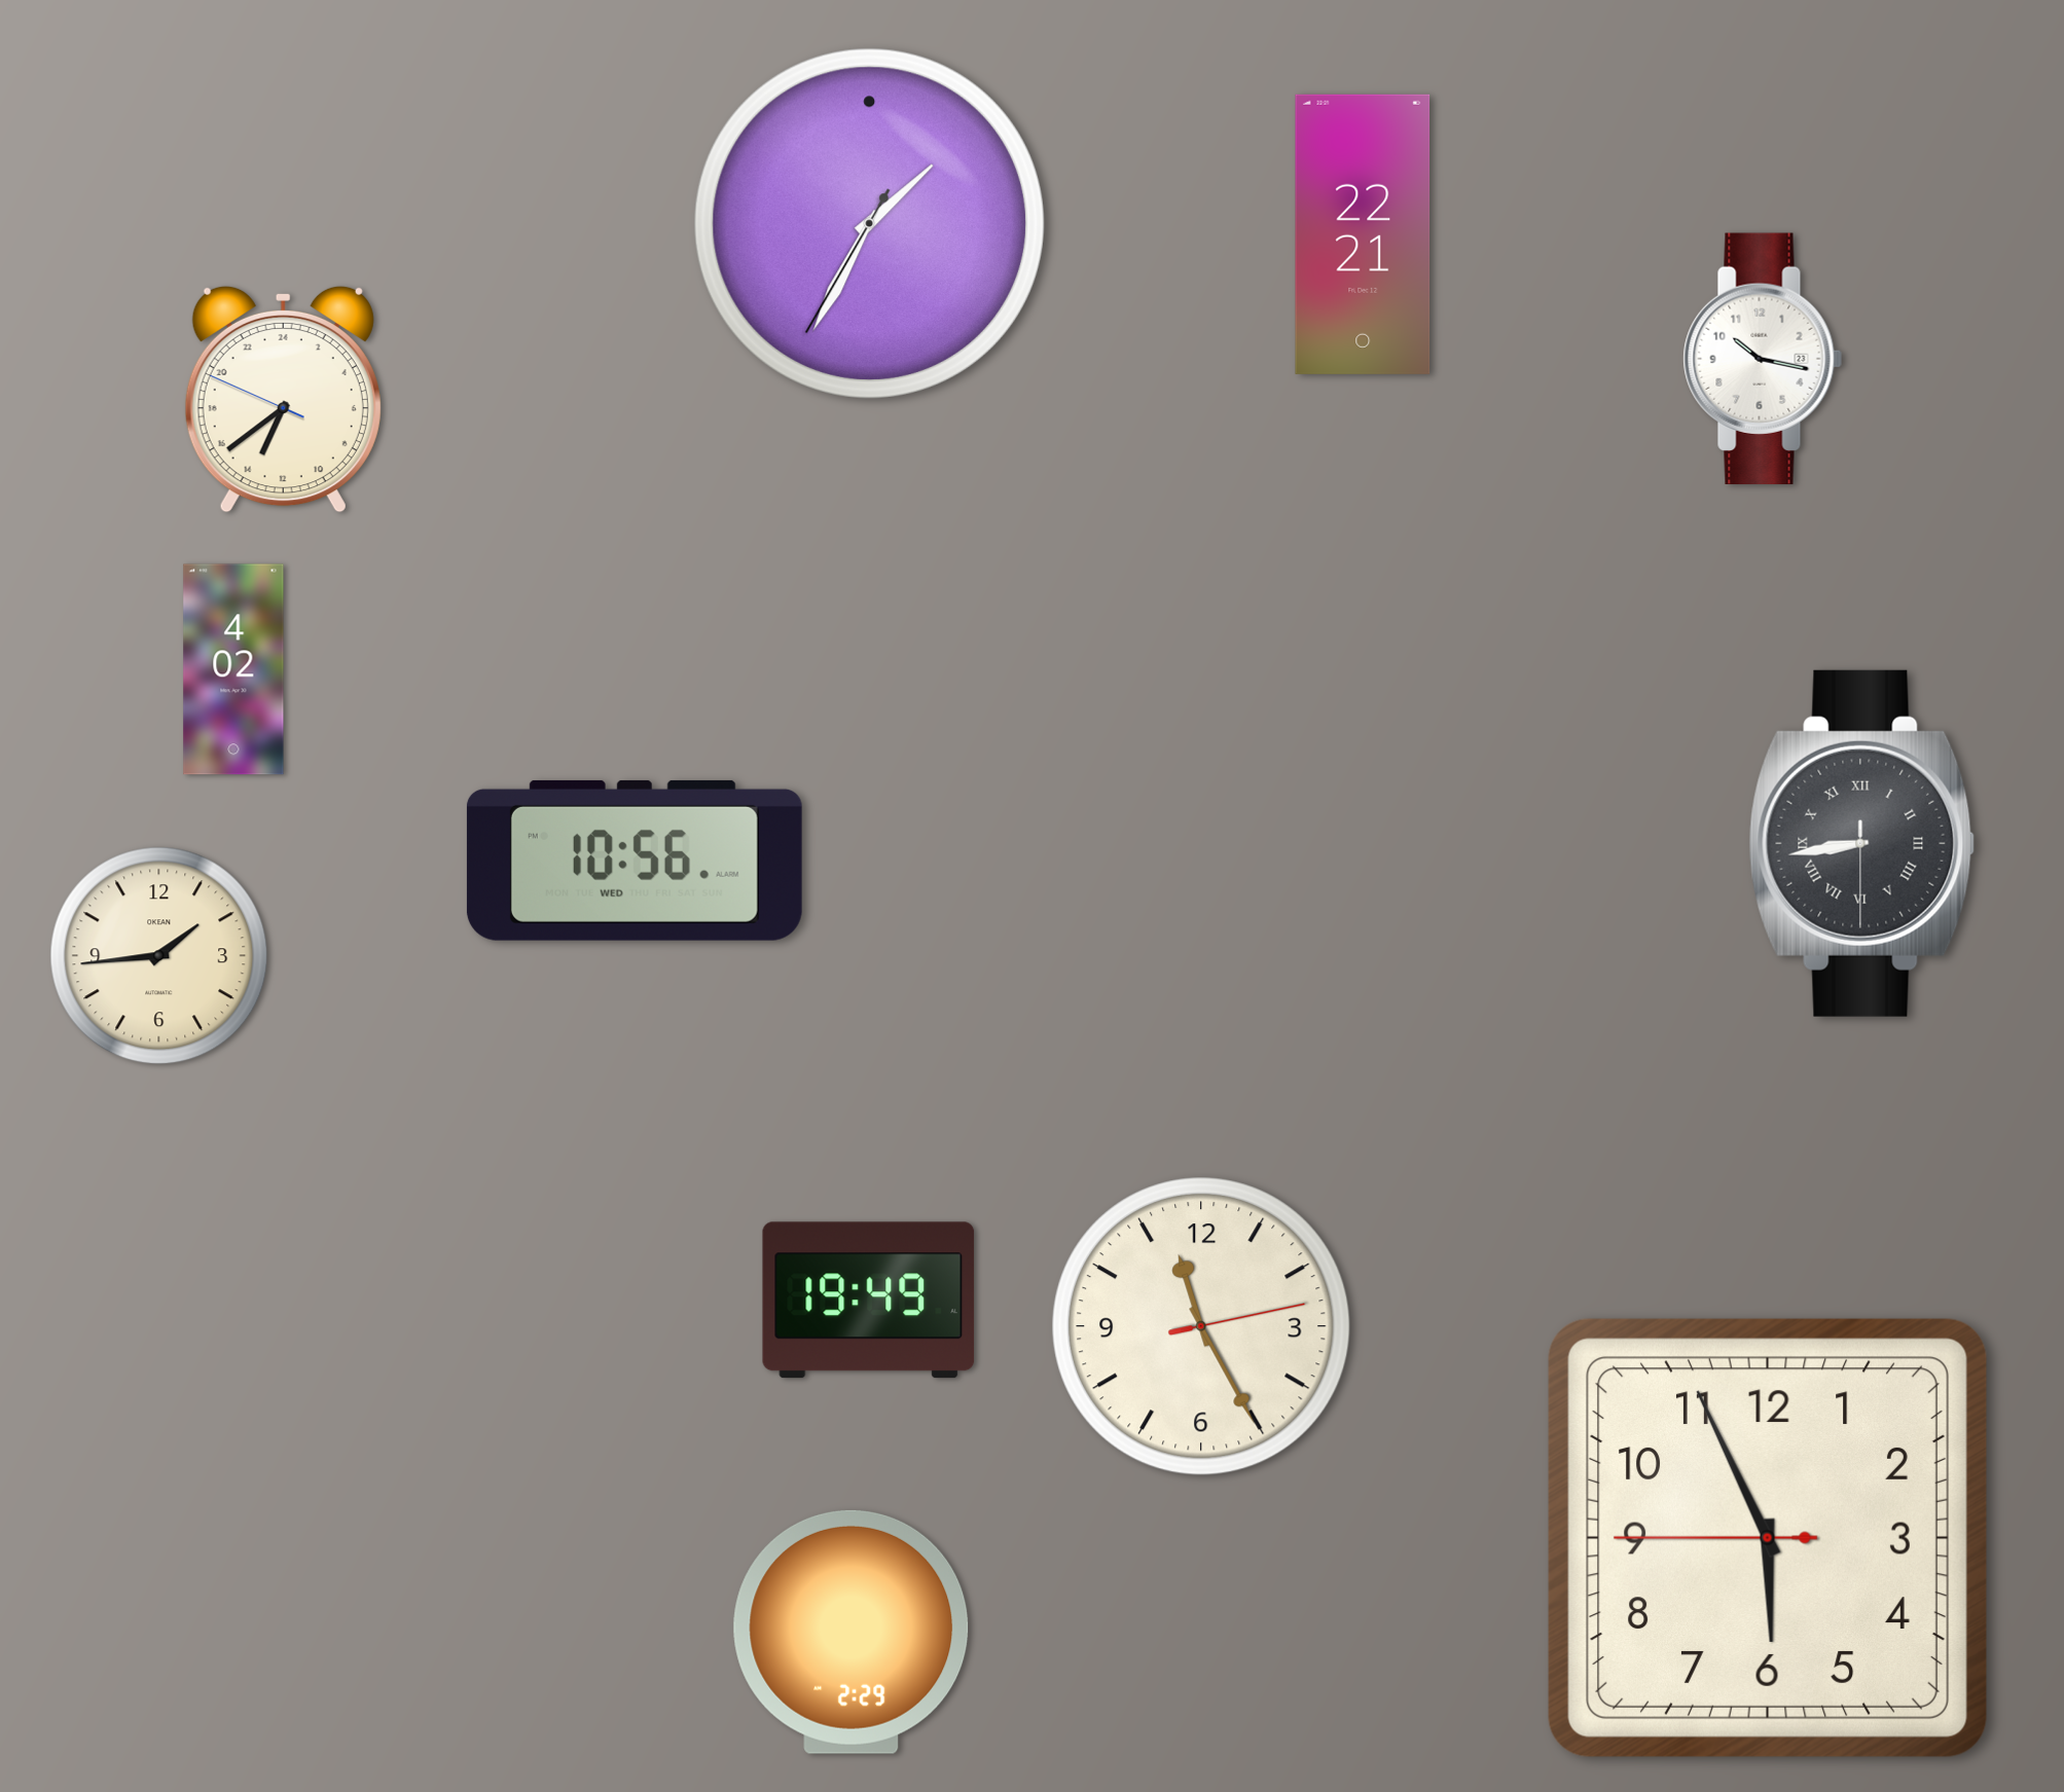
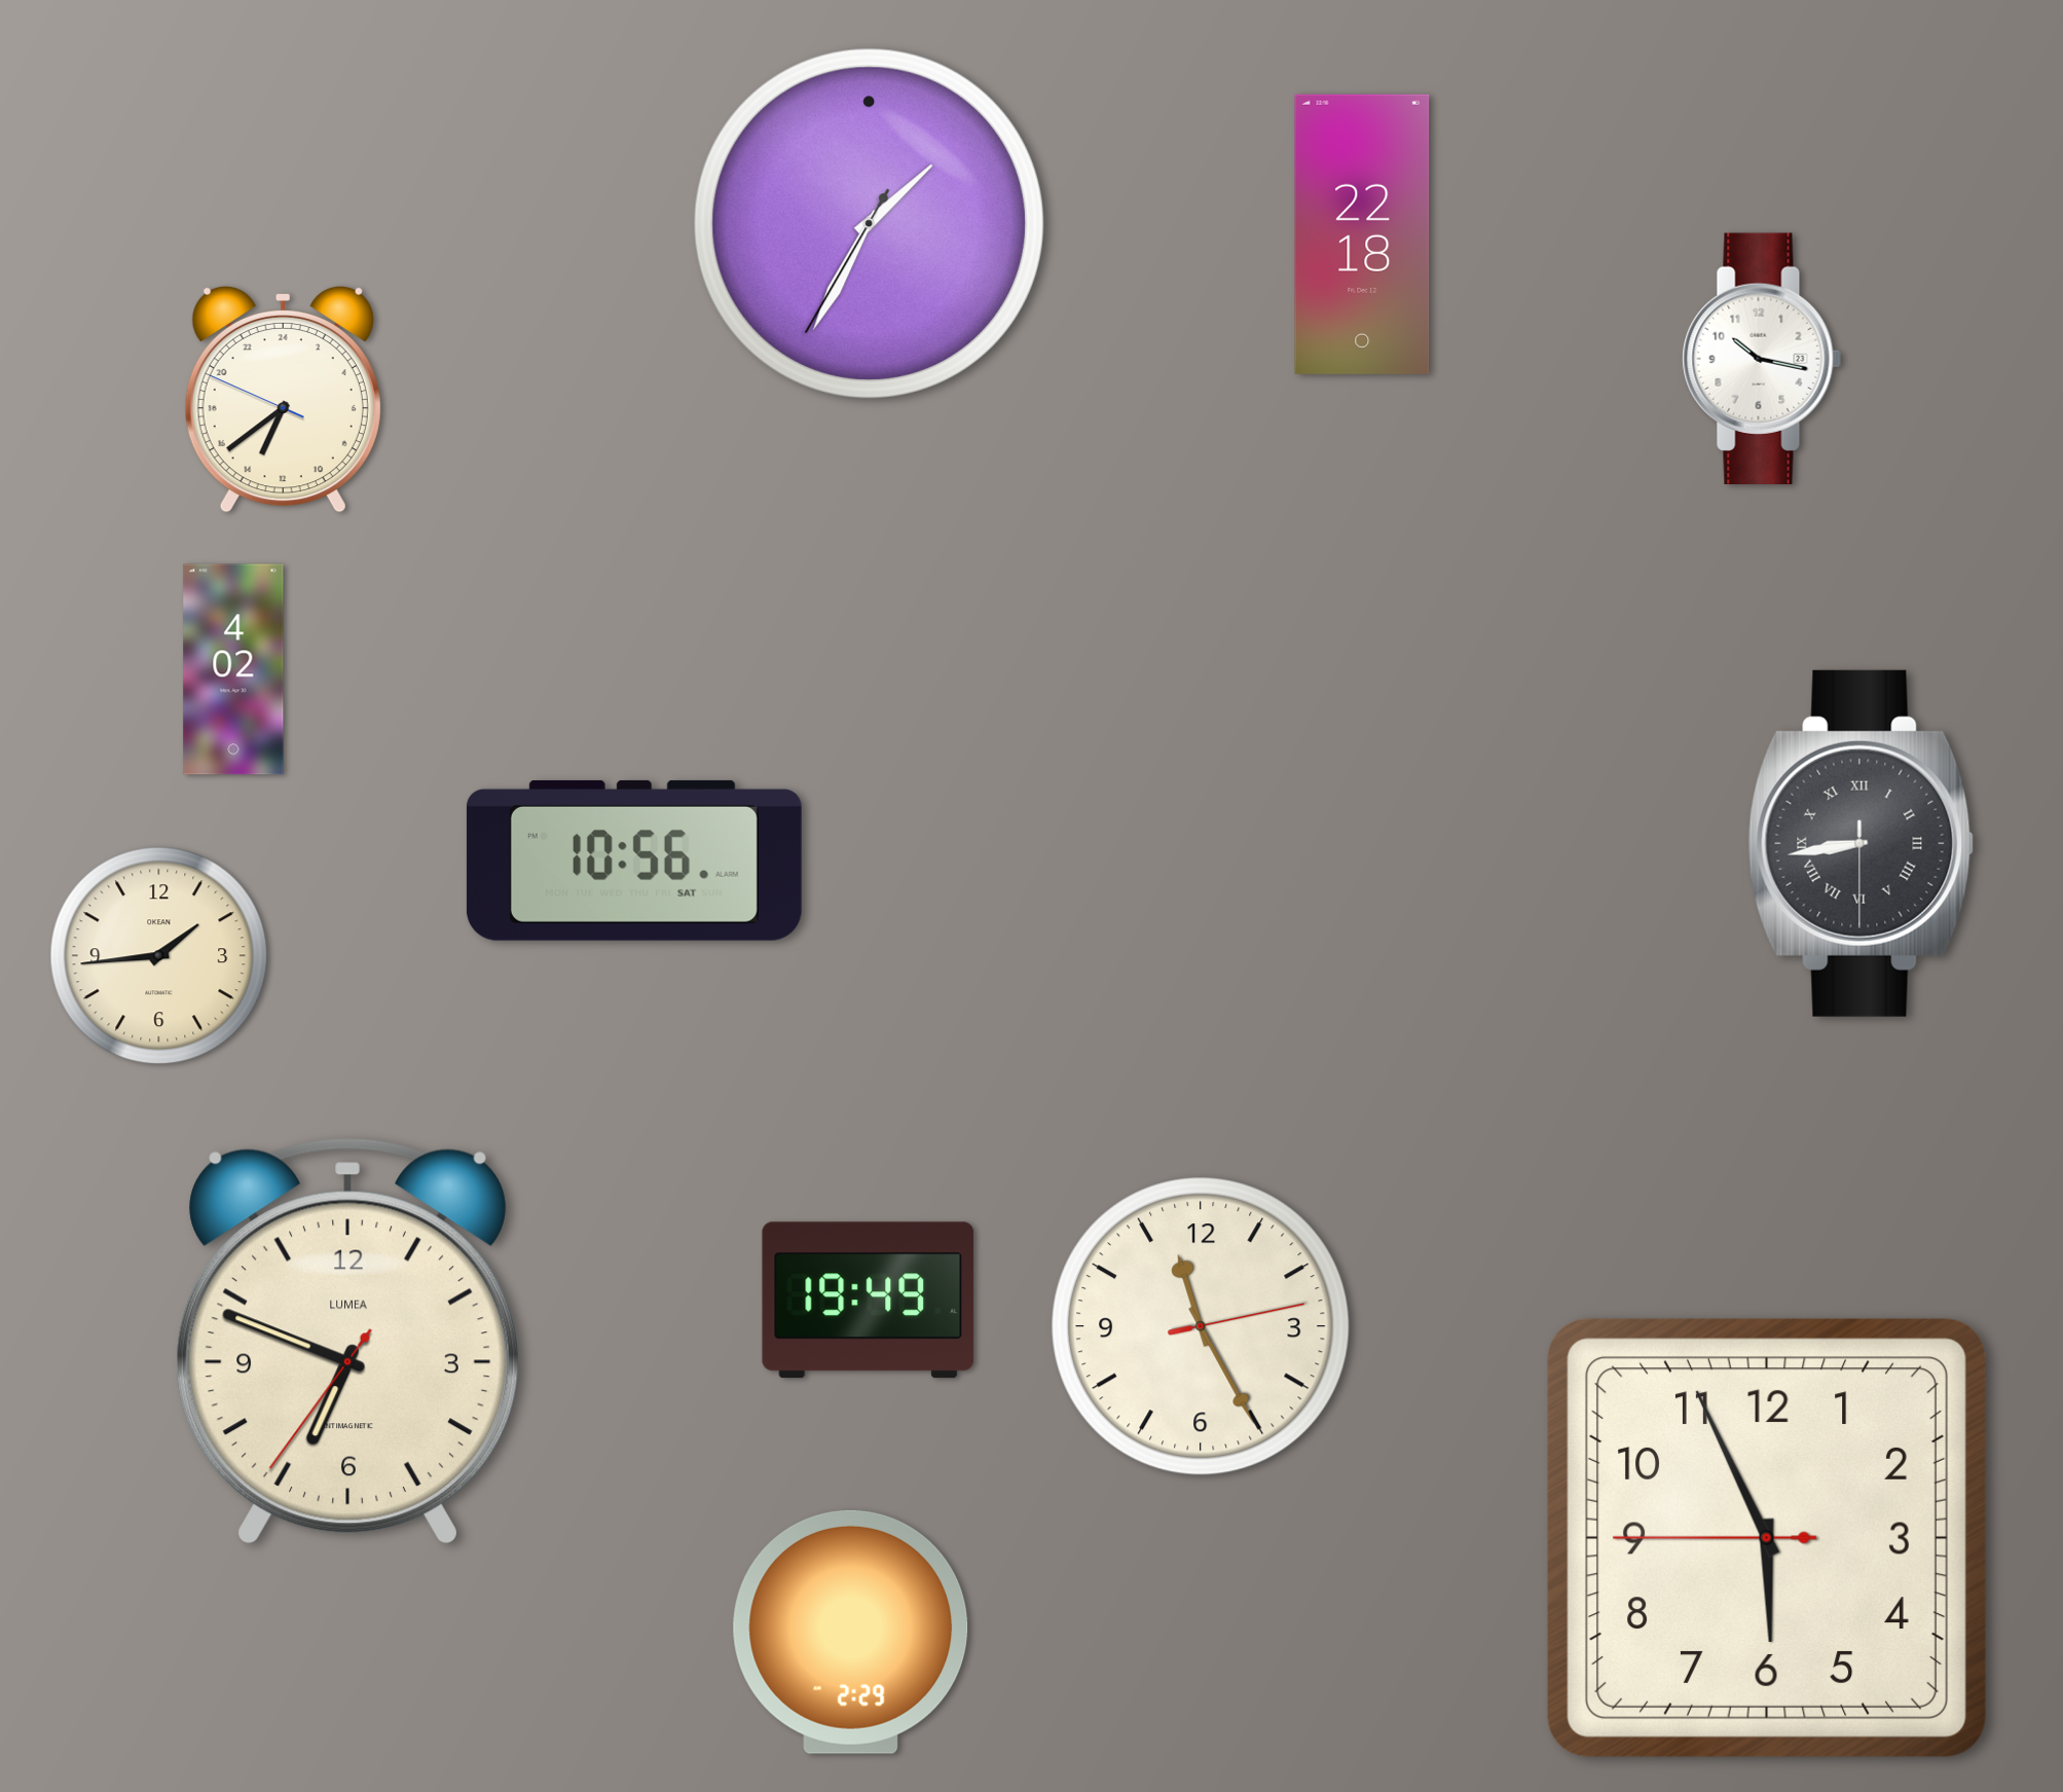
clock at (1363, 234): 22:21 -> 22:18
clock at (635, 861) date: WED -> SAT
clock at (347, 1341): none -> 6:48
